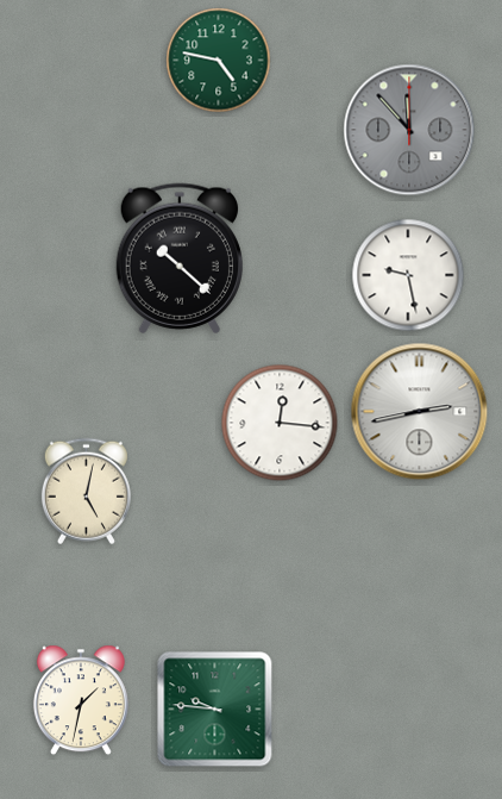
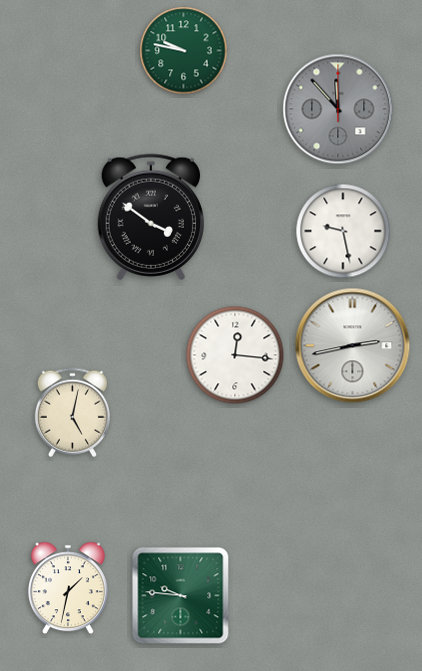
clock at (219, 61): 4:47 -> 9:47
clock at (409, 130) position: (409, 130) -> (338, 109)
clock at (180, 258): 10:22 -> 3:51
